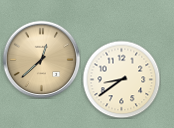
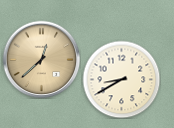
clock at (121, 79): 8:39 -> 8:40
